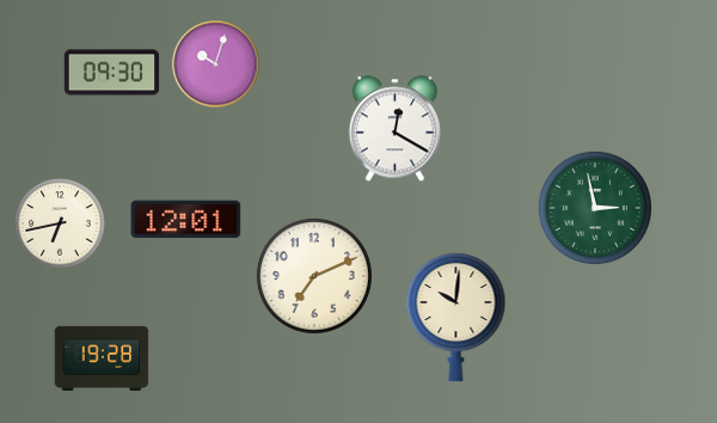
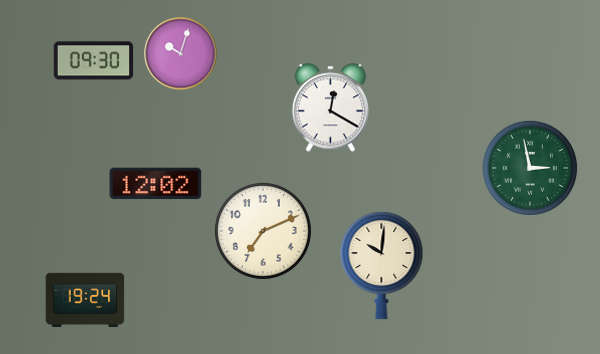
clock at (595, 208) position: (595, 208) -> (530, 168)
clock at (186, 220): 12:01 -> 12:02
clock at (60, 223): 6:43 -> none
clock at (102, 358): 19:28 -> 19:24
